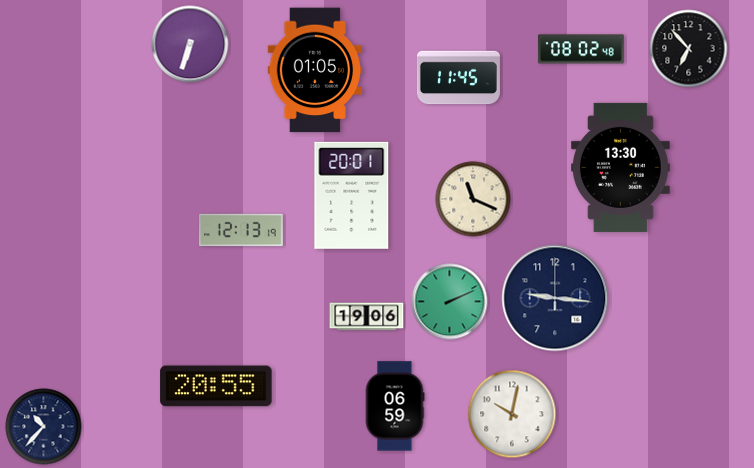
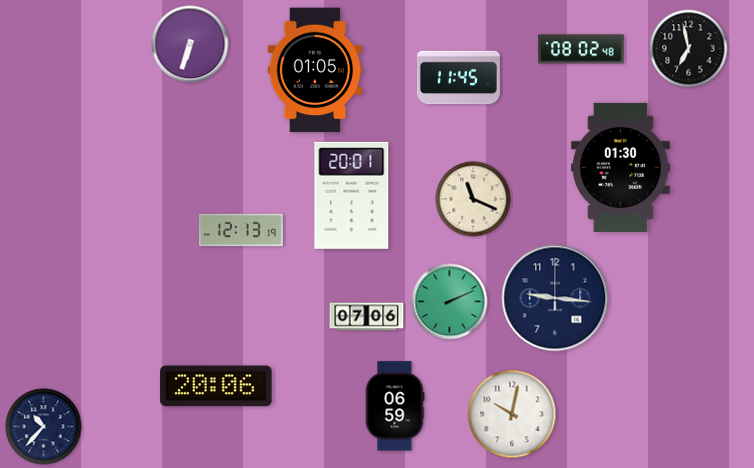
clock at (689, 49): 6:53 -> 6:58
clock at (621, 167): 13:30 -> 01:30
clock at (367, 317): 19:06 -> 07:06
clock at (216, 386): 20:55 -> 20:06
